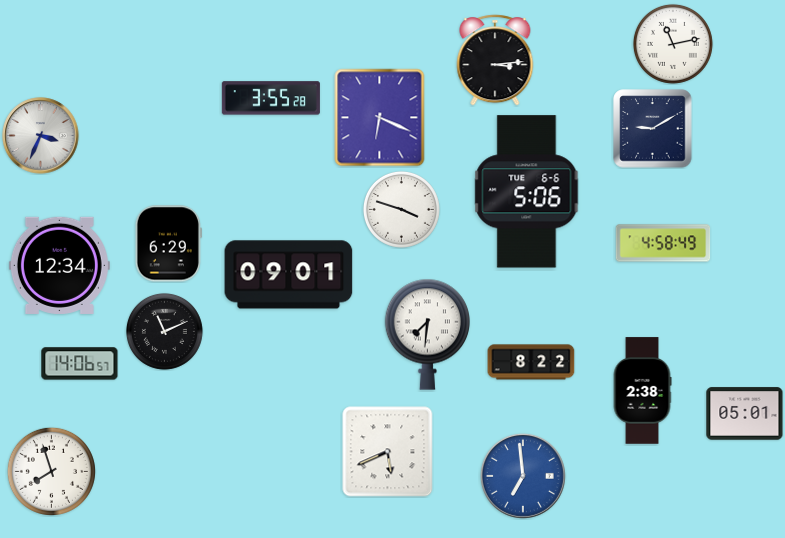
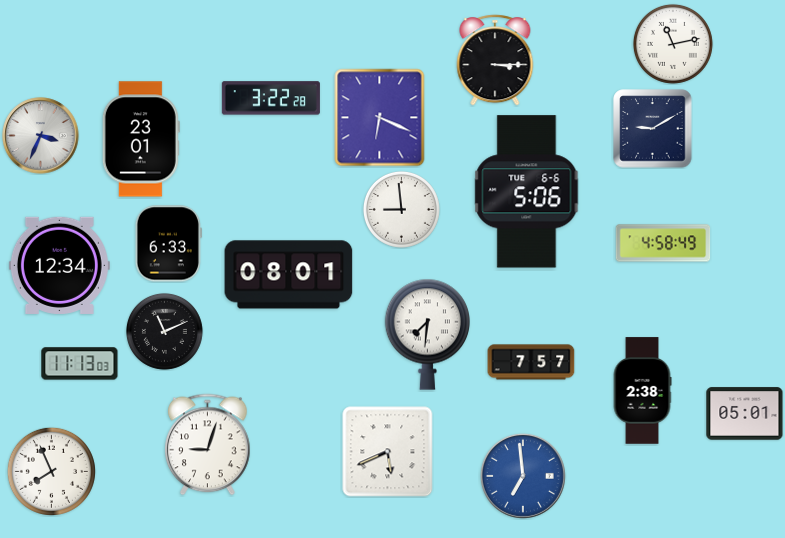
clock at (495, 60): 3:14 -> 3:15
clock at (271, 98): 3:55 -> 3:22
clock at (141, 139): none -> 23:01
clock at (401, 209): 3:48 -> 8:59
clock at (168, 244): 6:29 -> 6:33
clock at (289, 275): 09:01 -> 08:01
clock at (531, 362): 8:22 -> 7:57
clock at (80, 364): 14:06 -> 11:13
clock at (208, 445): none -> 9:03
clock at (51, 471): 7:57 -> 7:56
